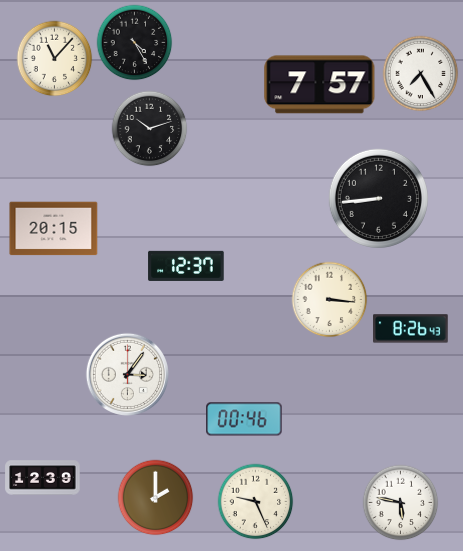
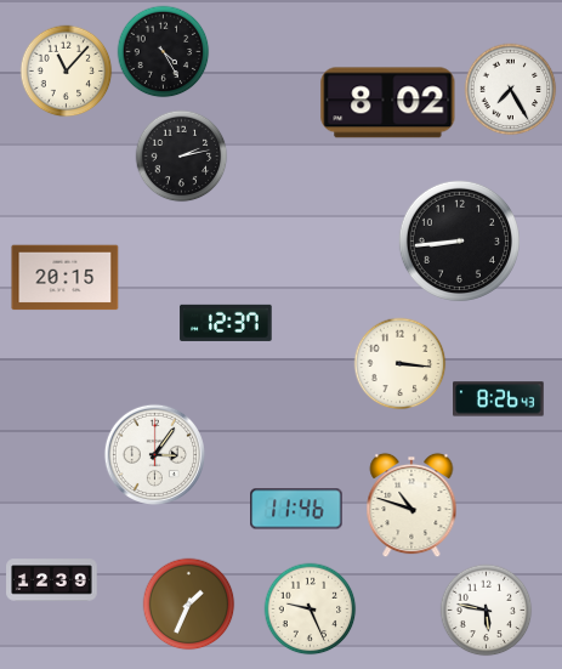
clock at (320, 85): 7:57 -> 8:02
clock at (150, 129): 10:12 -> 2:13
clock at (411, 505): none -> 10:48
clock at (244, 419): 00:46 -> 11:46
clock at (156, 498): 2:00 -> 1:34
